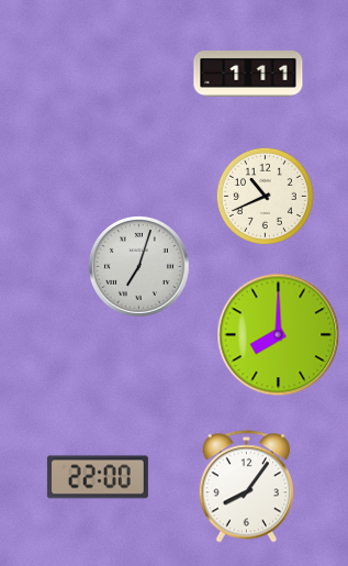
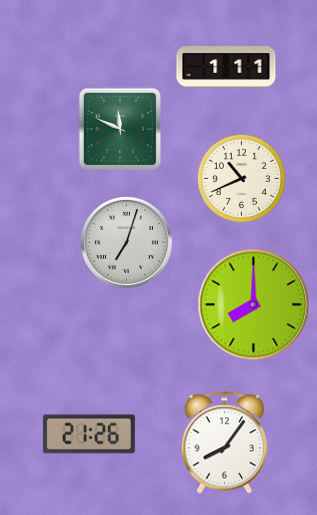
clock at (120, 129): none -> 11:49
clock at (98, 477): 22:00 -> 21:26
